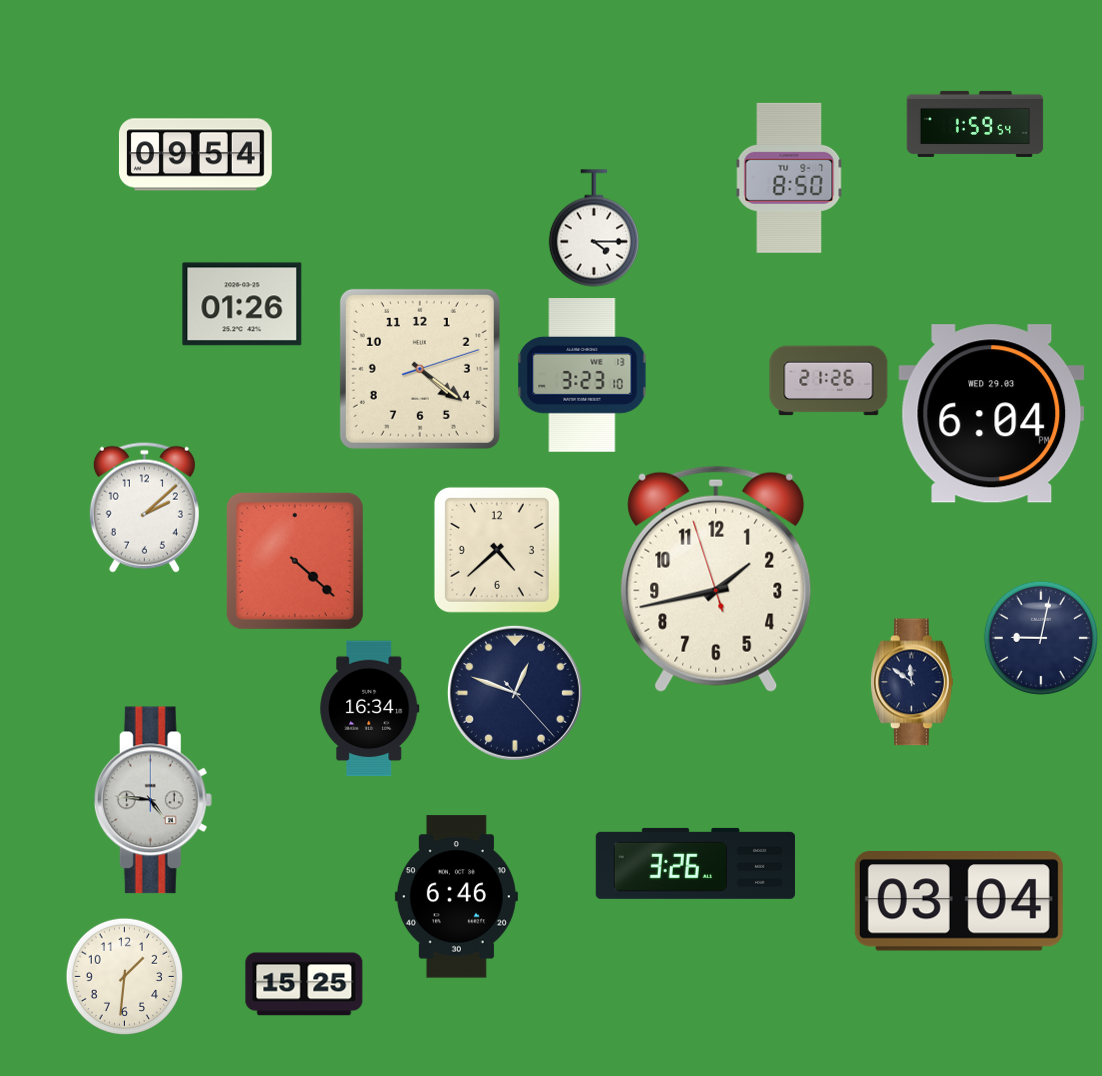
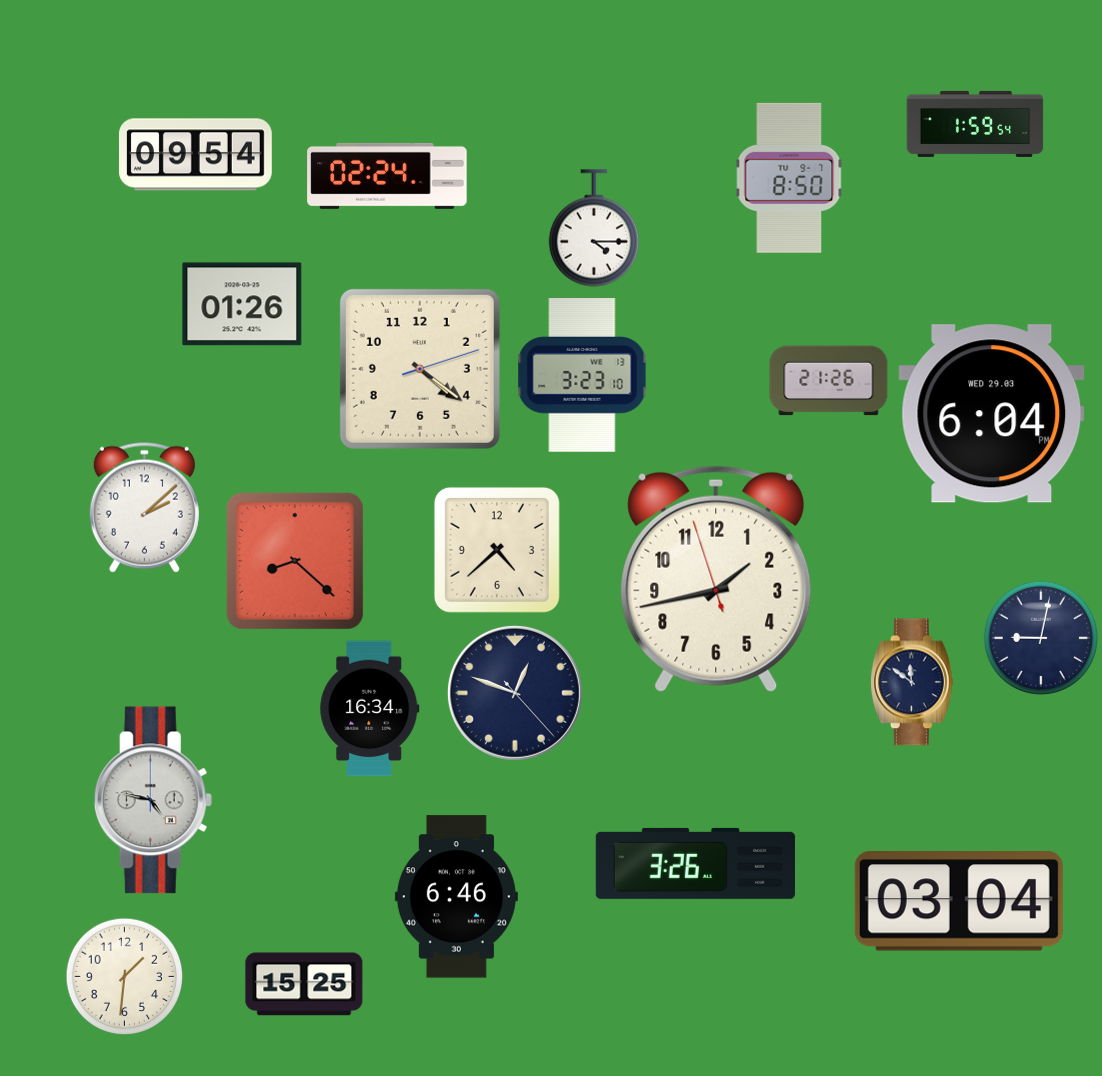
clock at (387, 176): none -> 02:24
clock at (295, 561): 4:22 -> 8:22
clock at (153, 800): 4:46 -> 4:47
